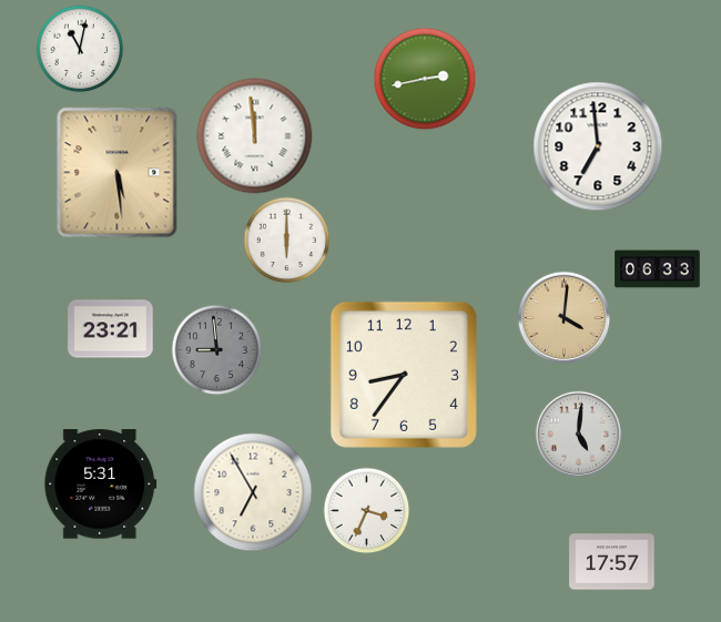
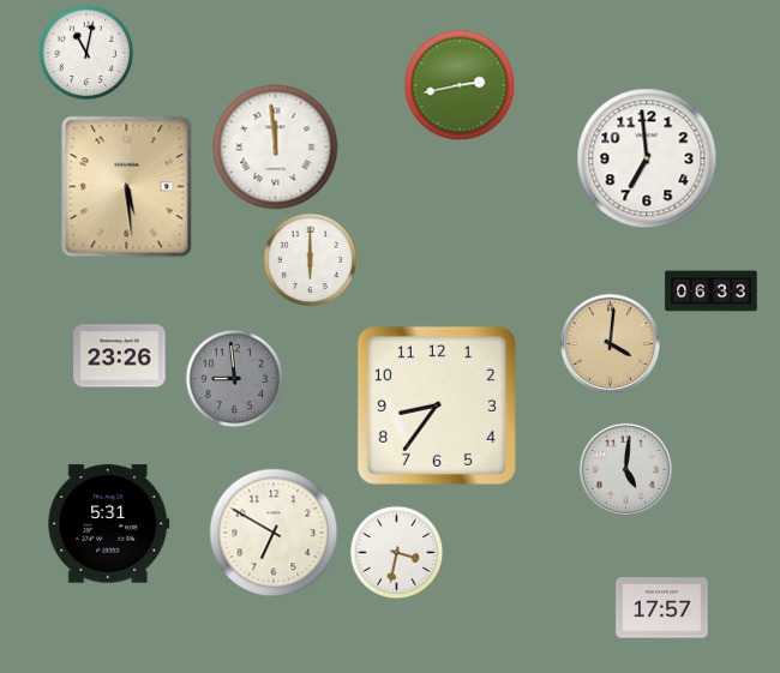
clock at (111, 329): 23:21 -> 23:26
clock at (253, 492): 6:55 -> 6:50
clock at (366, 510): 3:34 -> 3:32
